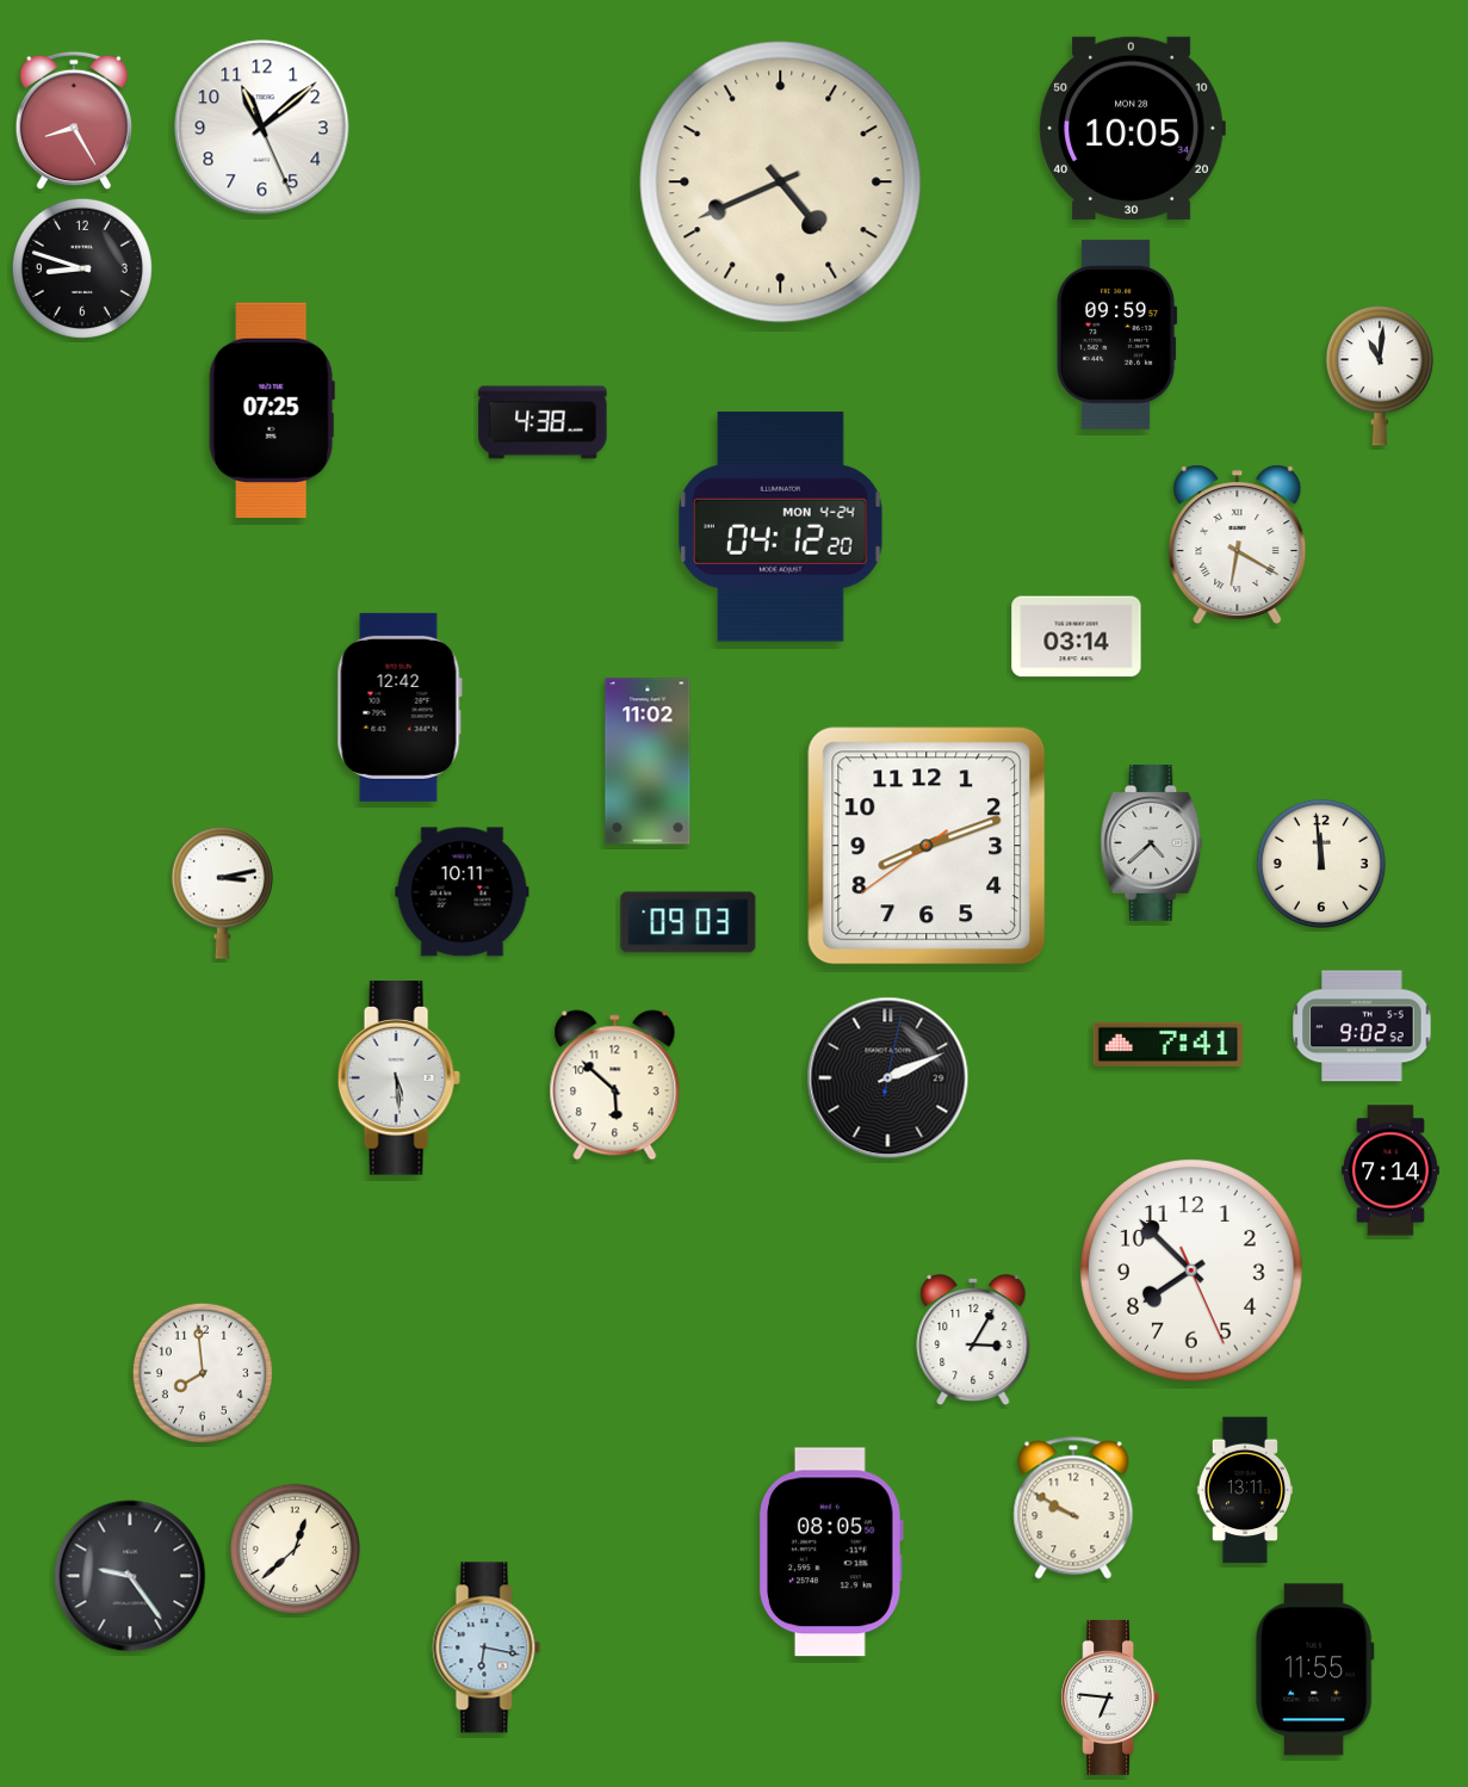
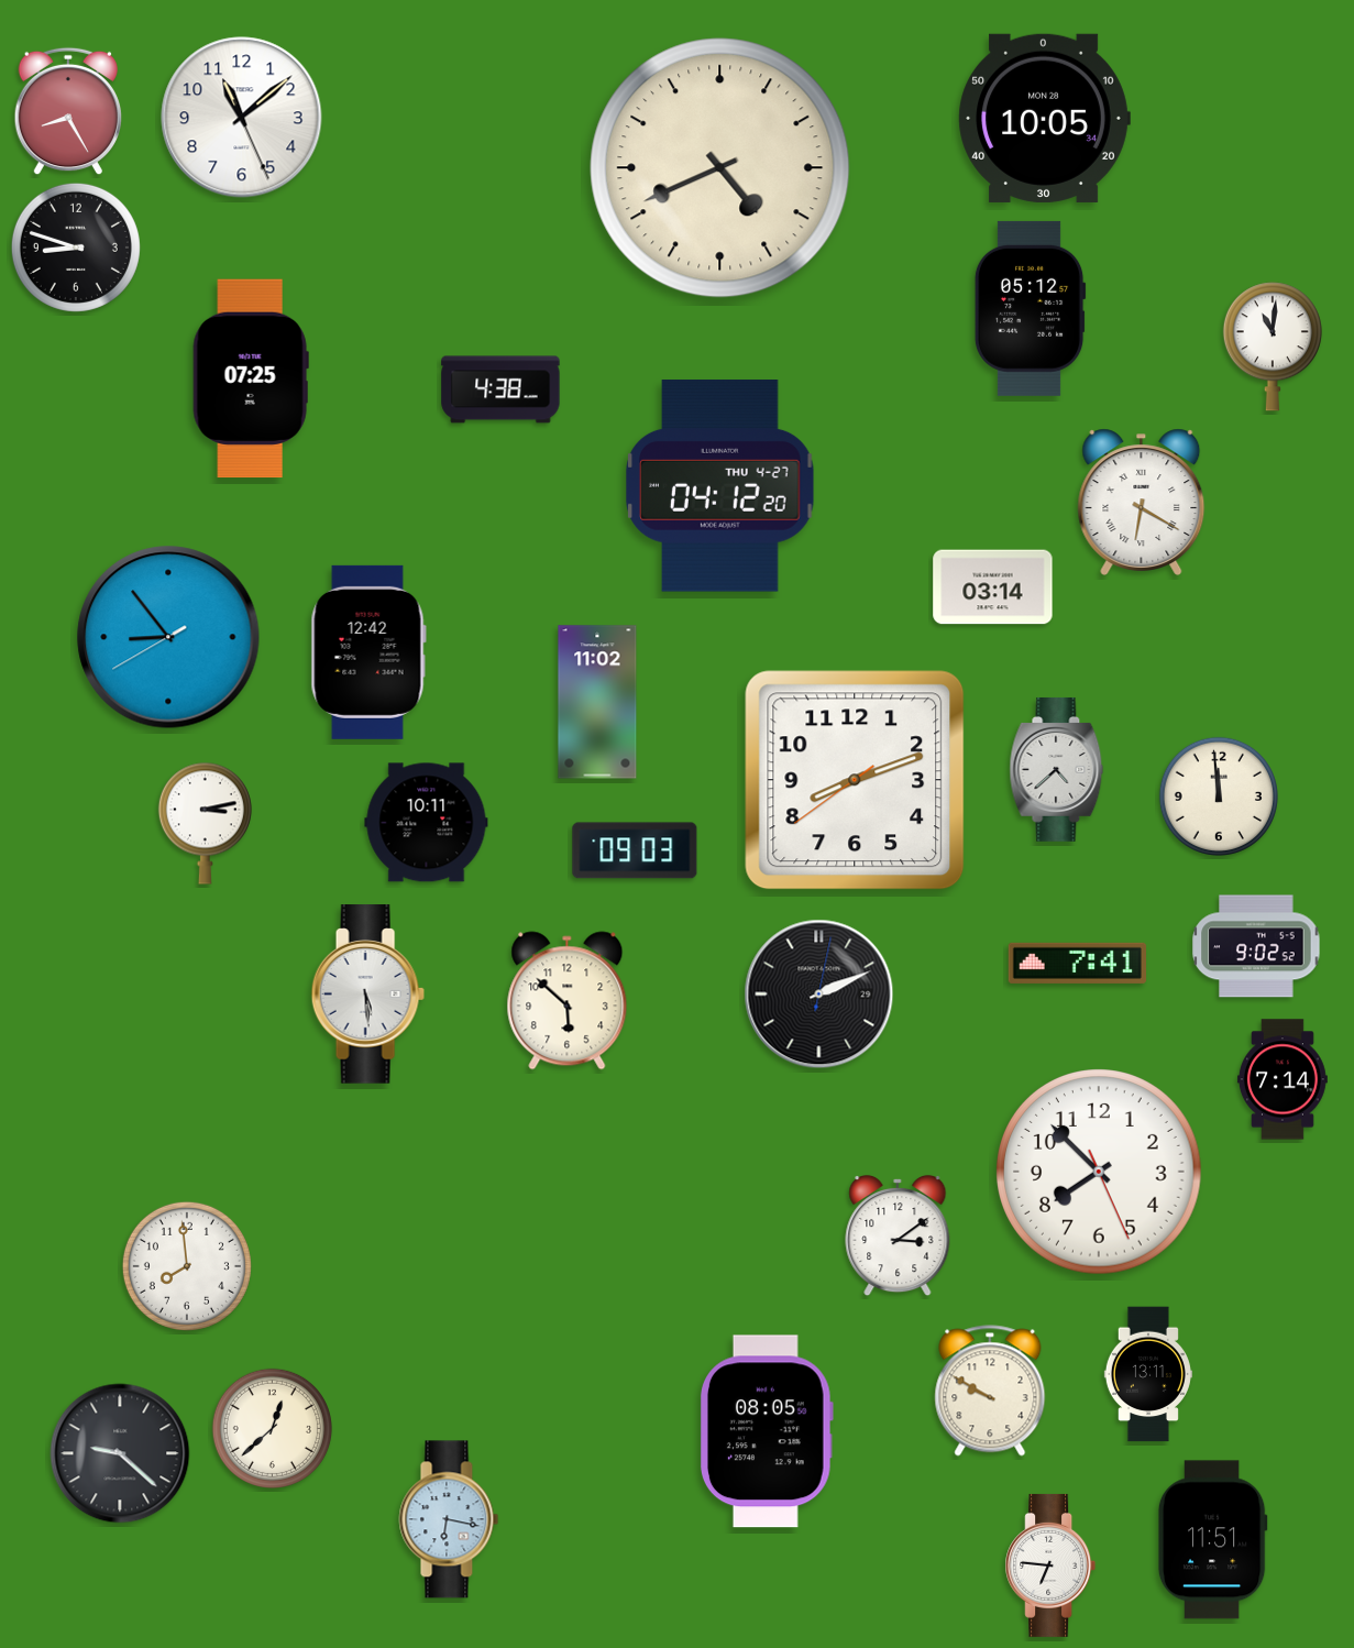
clock at (1116, 334): 09:59 -> 05:12
clock at (781, 527) date: MON 4-24 -> THU 4-27
clock at (168, 637): none -> 8:53
clock at (1152, 842) position: (1152, 842) -> (1057, 769)
clock at (973, 1340): 3:05 -> 3:09
clock at (130, 1576): 9:24 -> 9:22
clock at (1314, 1670): 11:55 -> 11:51
clock at (1110, 1698) position: (1110, 1698) -> (1050, 1565)
